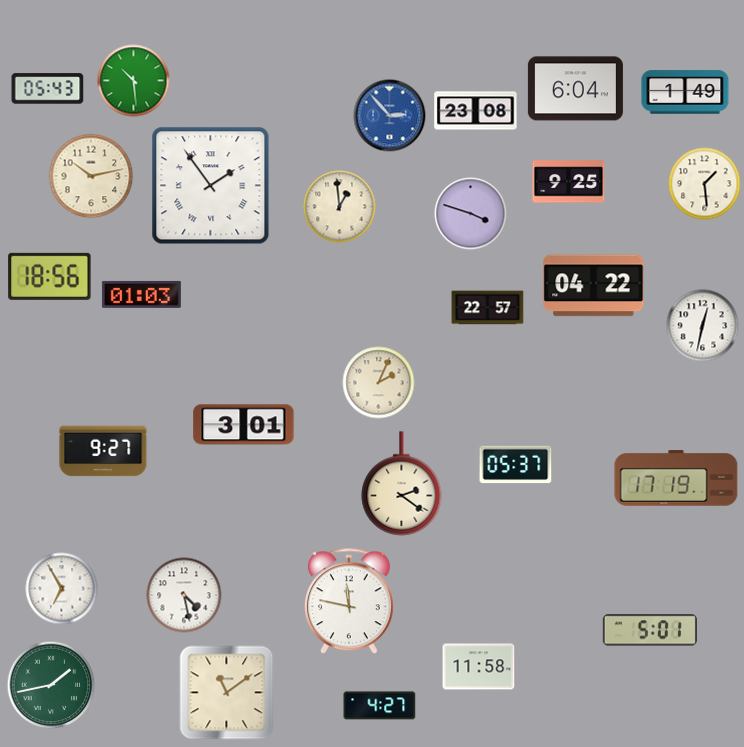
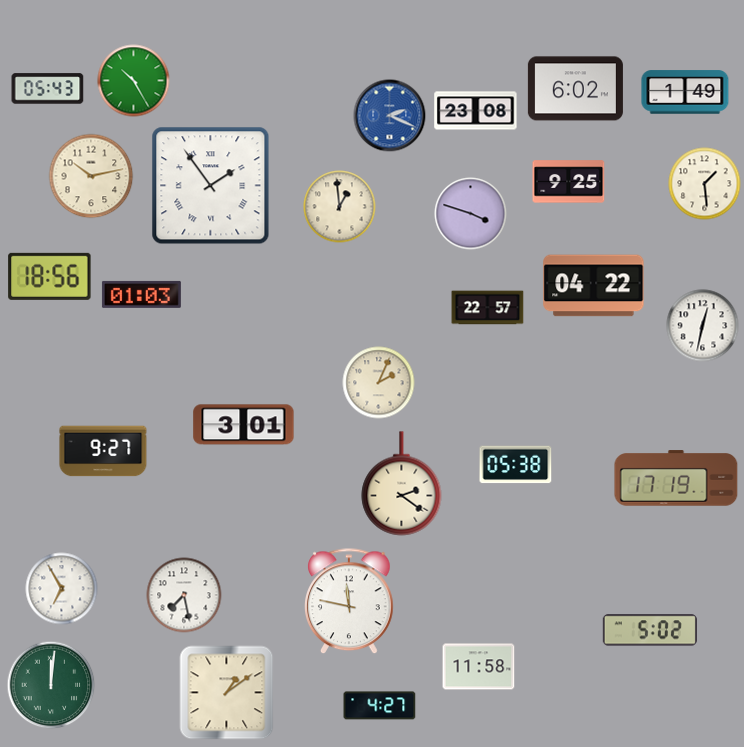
clock at (134, 81): 10:29 -> 10:25
clock at (575, 89): 6:04 -> 6:02
clock at (390, 116): 2:53 -> 2:19
clock at (516, 465): 05:37 -> 05:38
clock at (184, 595): 4:28 -> 7:28
clock at (650, 630): 5:01 -> 5:02
clock at (51, 685): 1:43 -> 12:01
clock at (227, 693): 11:09 -> 1:09
